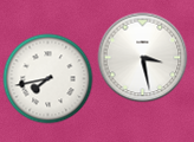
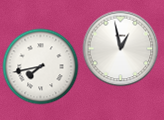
clock at (143, 58): 3:28 -> 12:58
